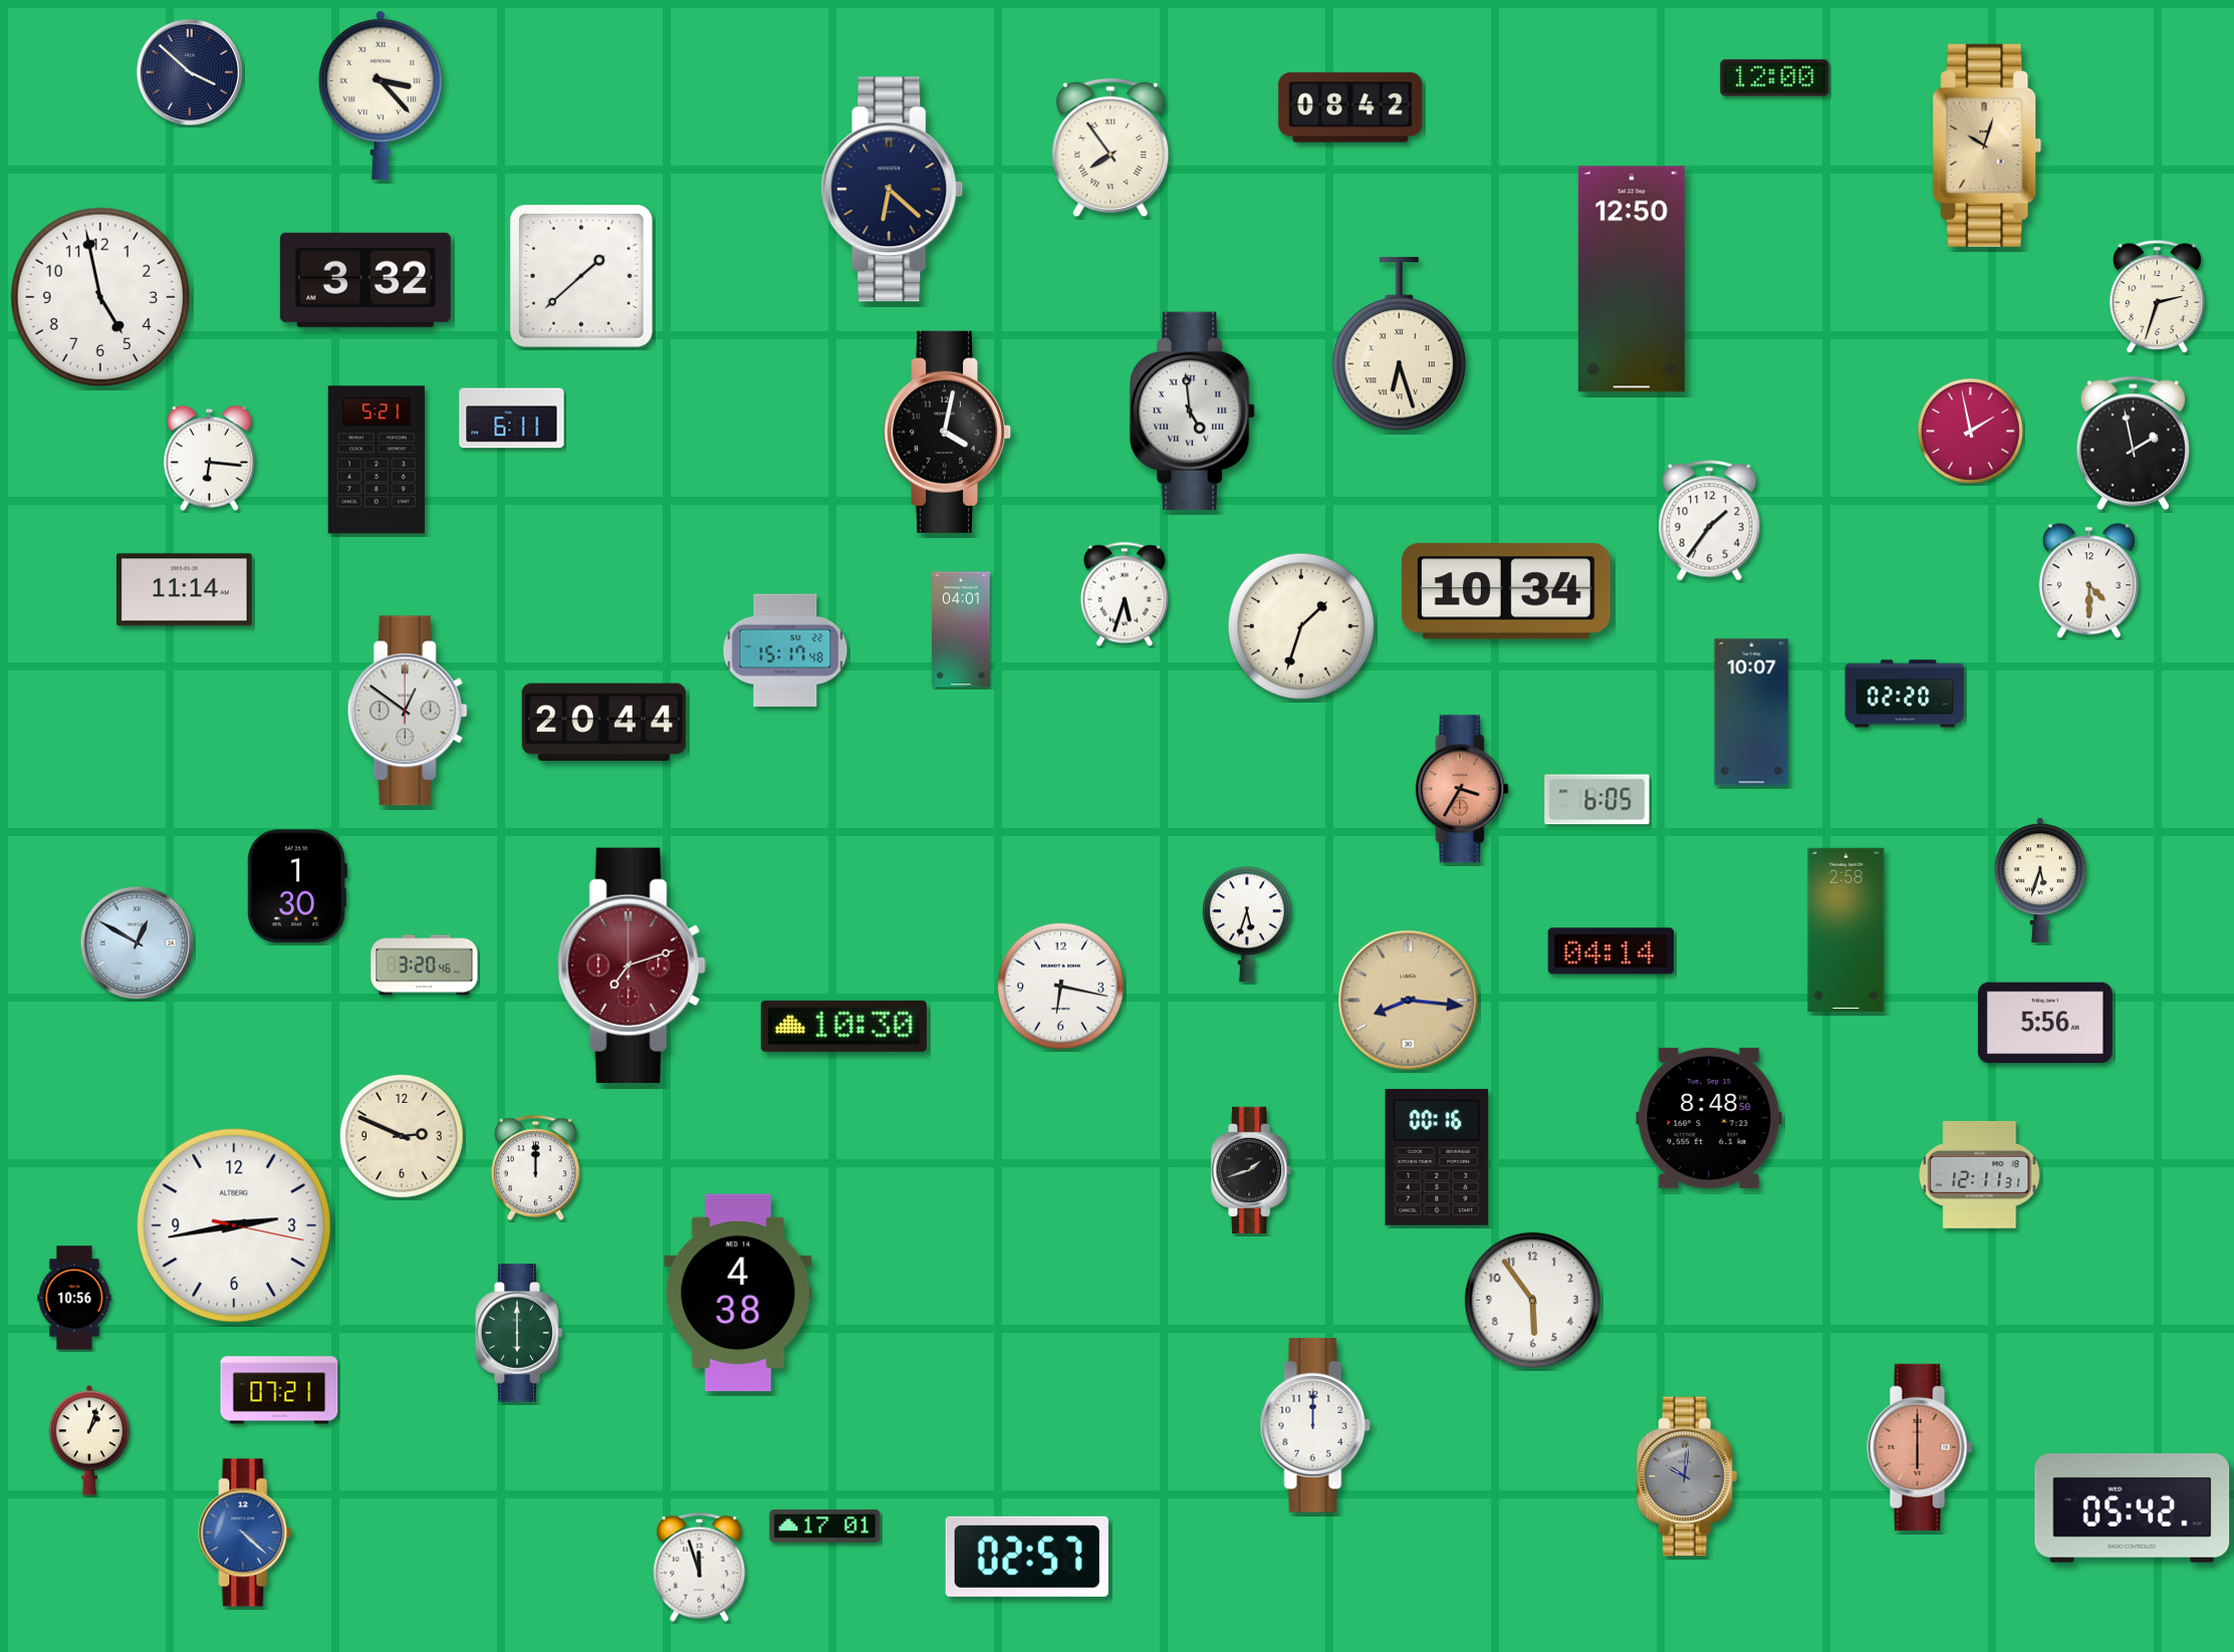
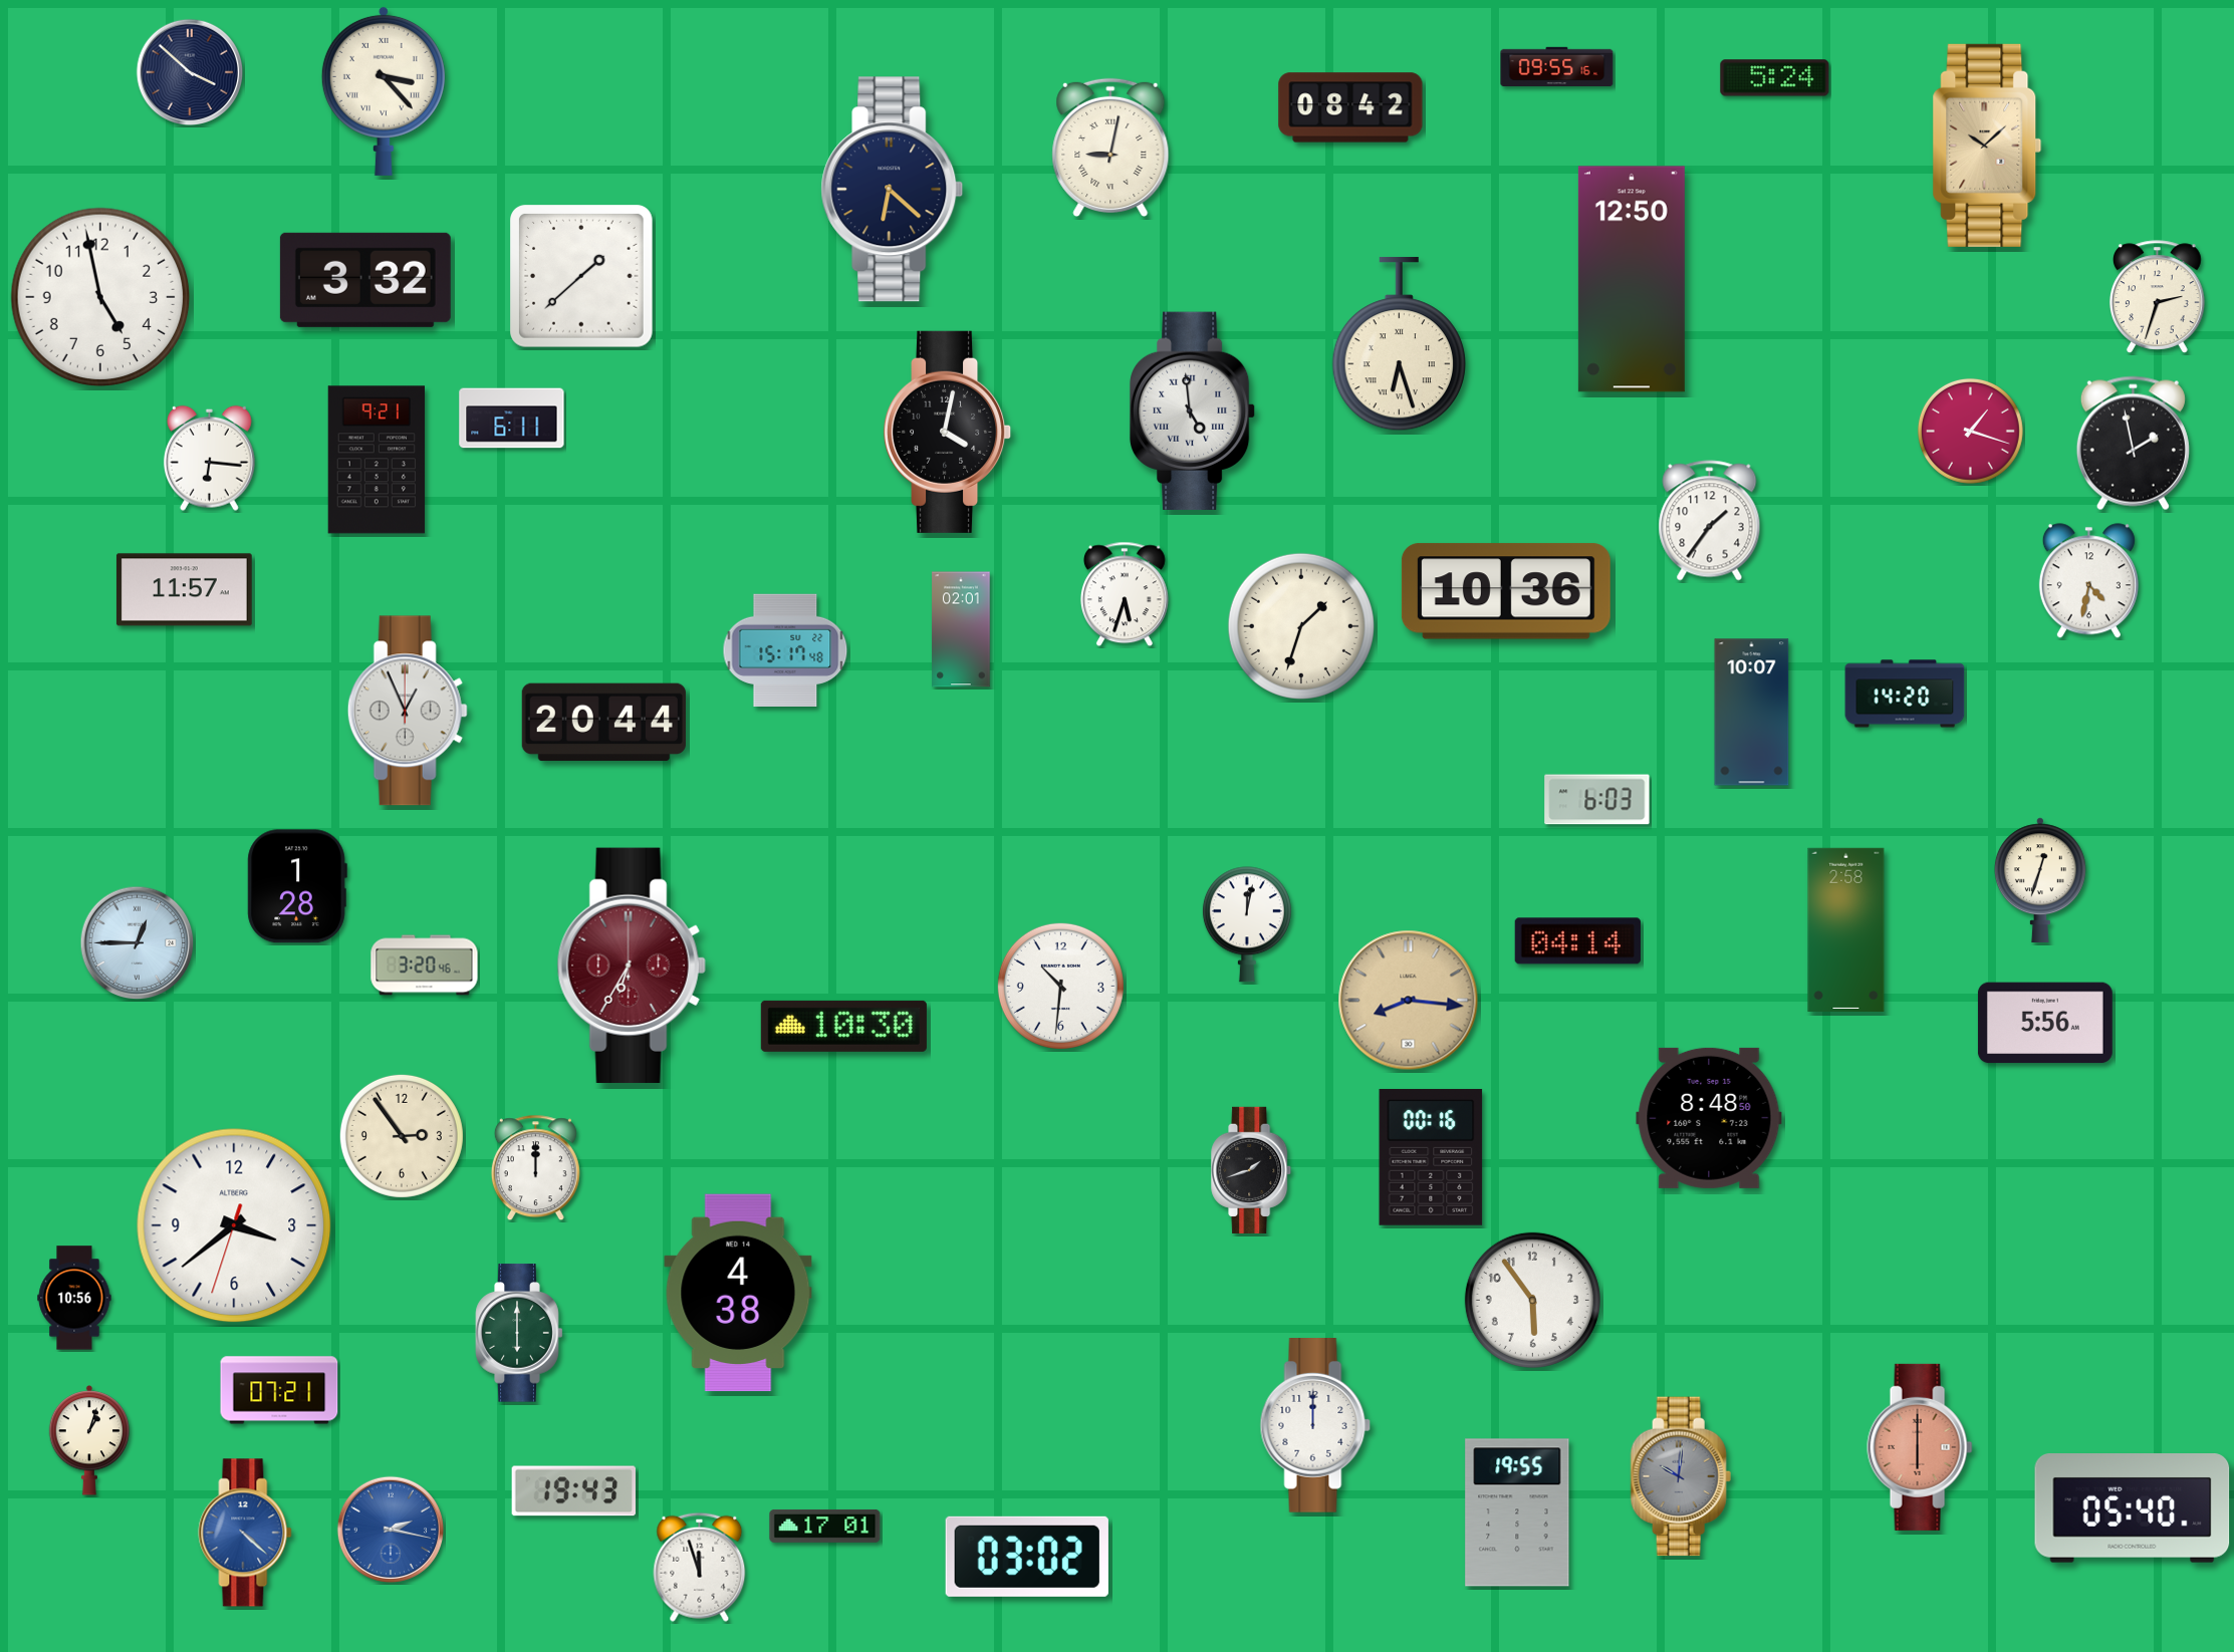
clock at (1557, 66): none -> 09:55
clock at (1775, 78): 12:00 -> 5:24
clock at (381, 94) position: (381, 94) -> (384, 90)
clock at (1987, 146): 10:03 -> 10:08
clock at (1110, 147): 7:54 -> 9:02
clock at (1970, 431): 1:58 -> 1:18
clock at (377, 460): 5:21 -> 9:21
clock at (2088, 581): 4:30 -> 4:32
clock at (184, 590): 11:14 -> 11:57
clock at (1506, 591): 10:34 -> 10:36
clock at (961, 629): 04:01 -> 02:01
clock at (1905, 694): 02:20 -> 14:20
clock at (408, 711): 12:51 -> 12:56
clock at (1462, 789): 3:35 -> none
clock at (1597, 800): 6:05 -> 6:03
clock at (2040, 880): 5:33 -> 12:33
clock at (297, 886): 1:30 -> 1:28
clock at (1247, 924): 5:33 -> 12:02
clock at (138, 943): 12:50 -> 12:45
clock at (1610, 951) position: (1610, 951) -> (1577, 941)
clock at (632, 966): 7:12 -> 6:35
clock at (1060, 986): 6:17 -> 10:31
clock at (402, 1136): 2:49 -> 2:54
clock at (1437, 1157) position: (1437, 1157) -> (1431, 1157)
clock at (1980, 1174): 12:11 -> none
clock at (234, 1225): 2:43 -> 3:38
clock at (1687, 1476) position: (1687, 1476) -> (1681, 1476)
clock at (574, 1491): none -> 19:43
clock at (2133, 1508): 05:42 -> 05:40
clock at (1517, 1512): none -> 19:55
clock at (390, 1529): none -> 2:17
clock at (1027, 1557): 02:57 -> 03:02
